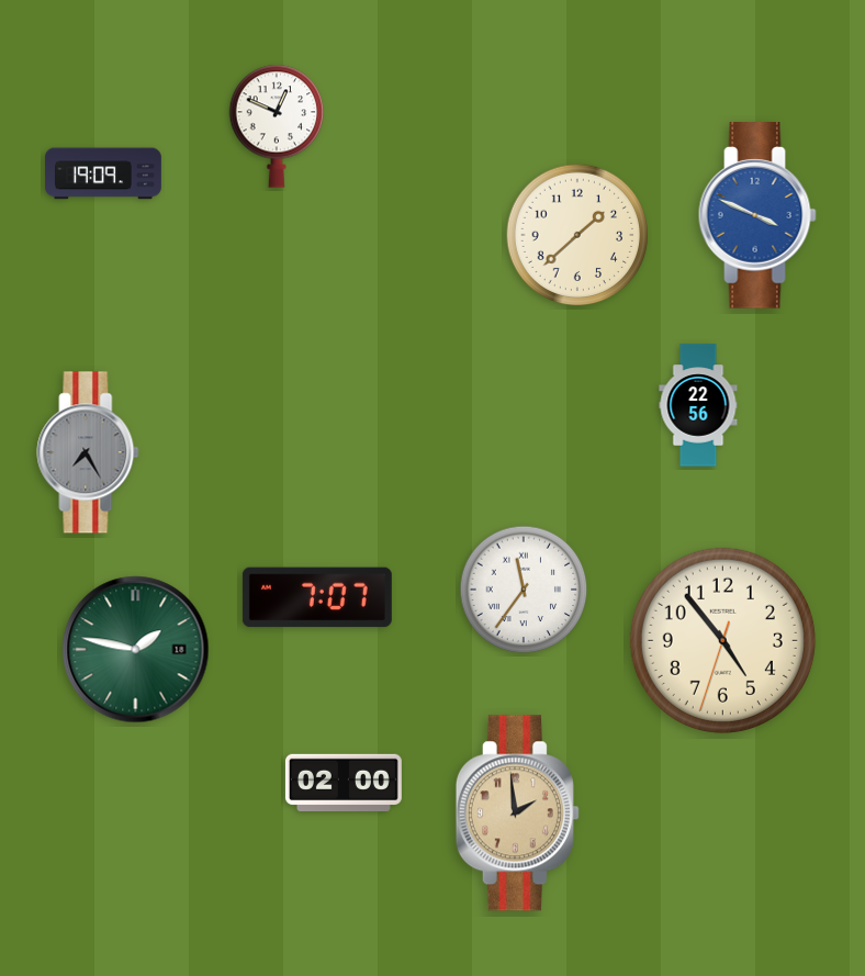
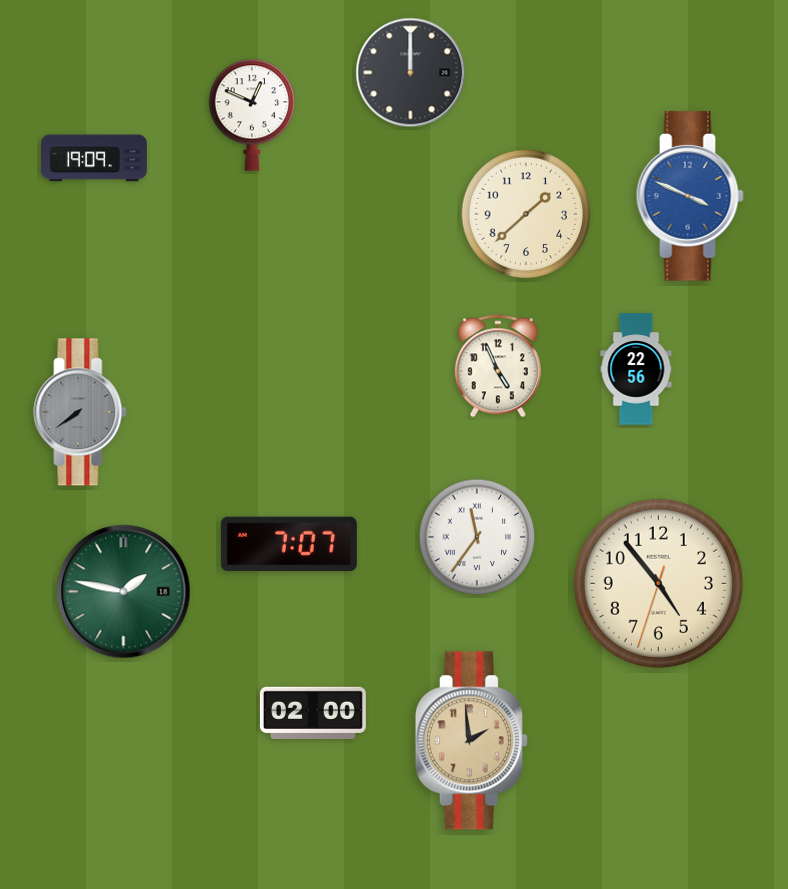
clock at (411, 73): none -> 12:00
clock at (498, 366): none -> 4:56
clock at (88, 452): 7:25 -> 7:39
